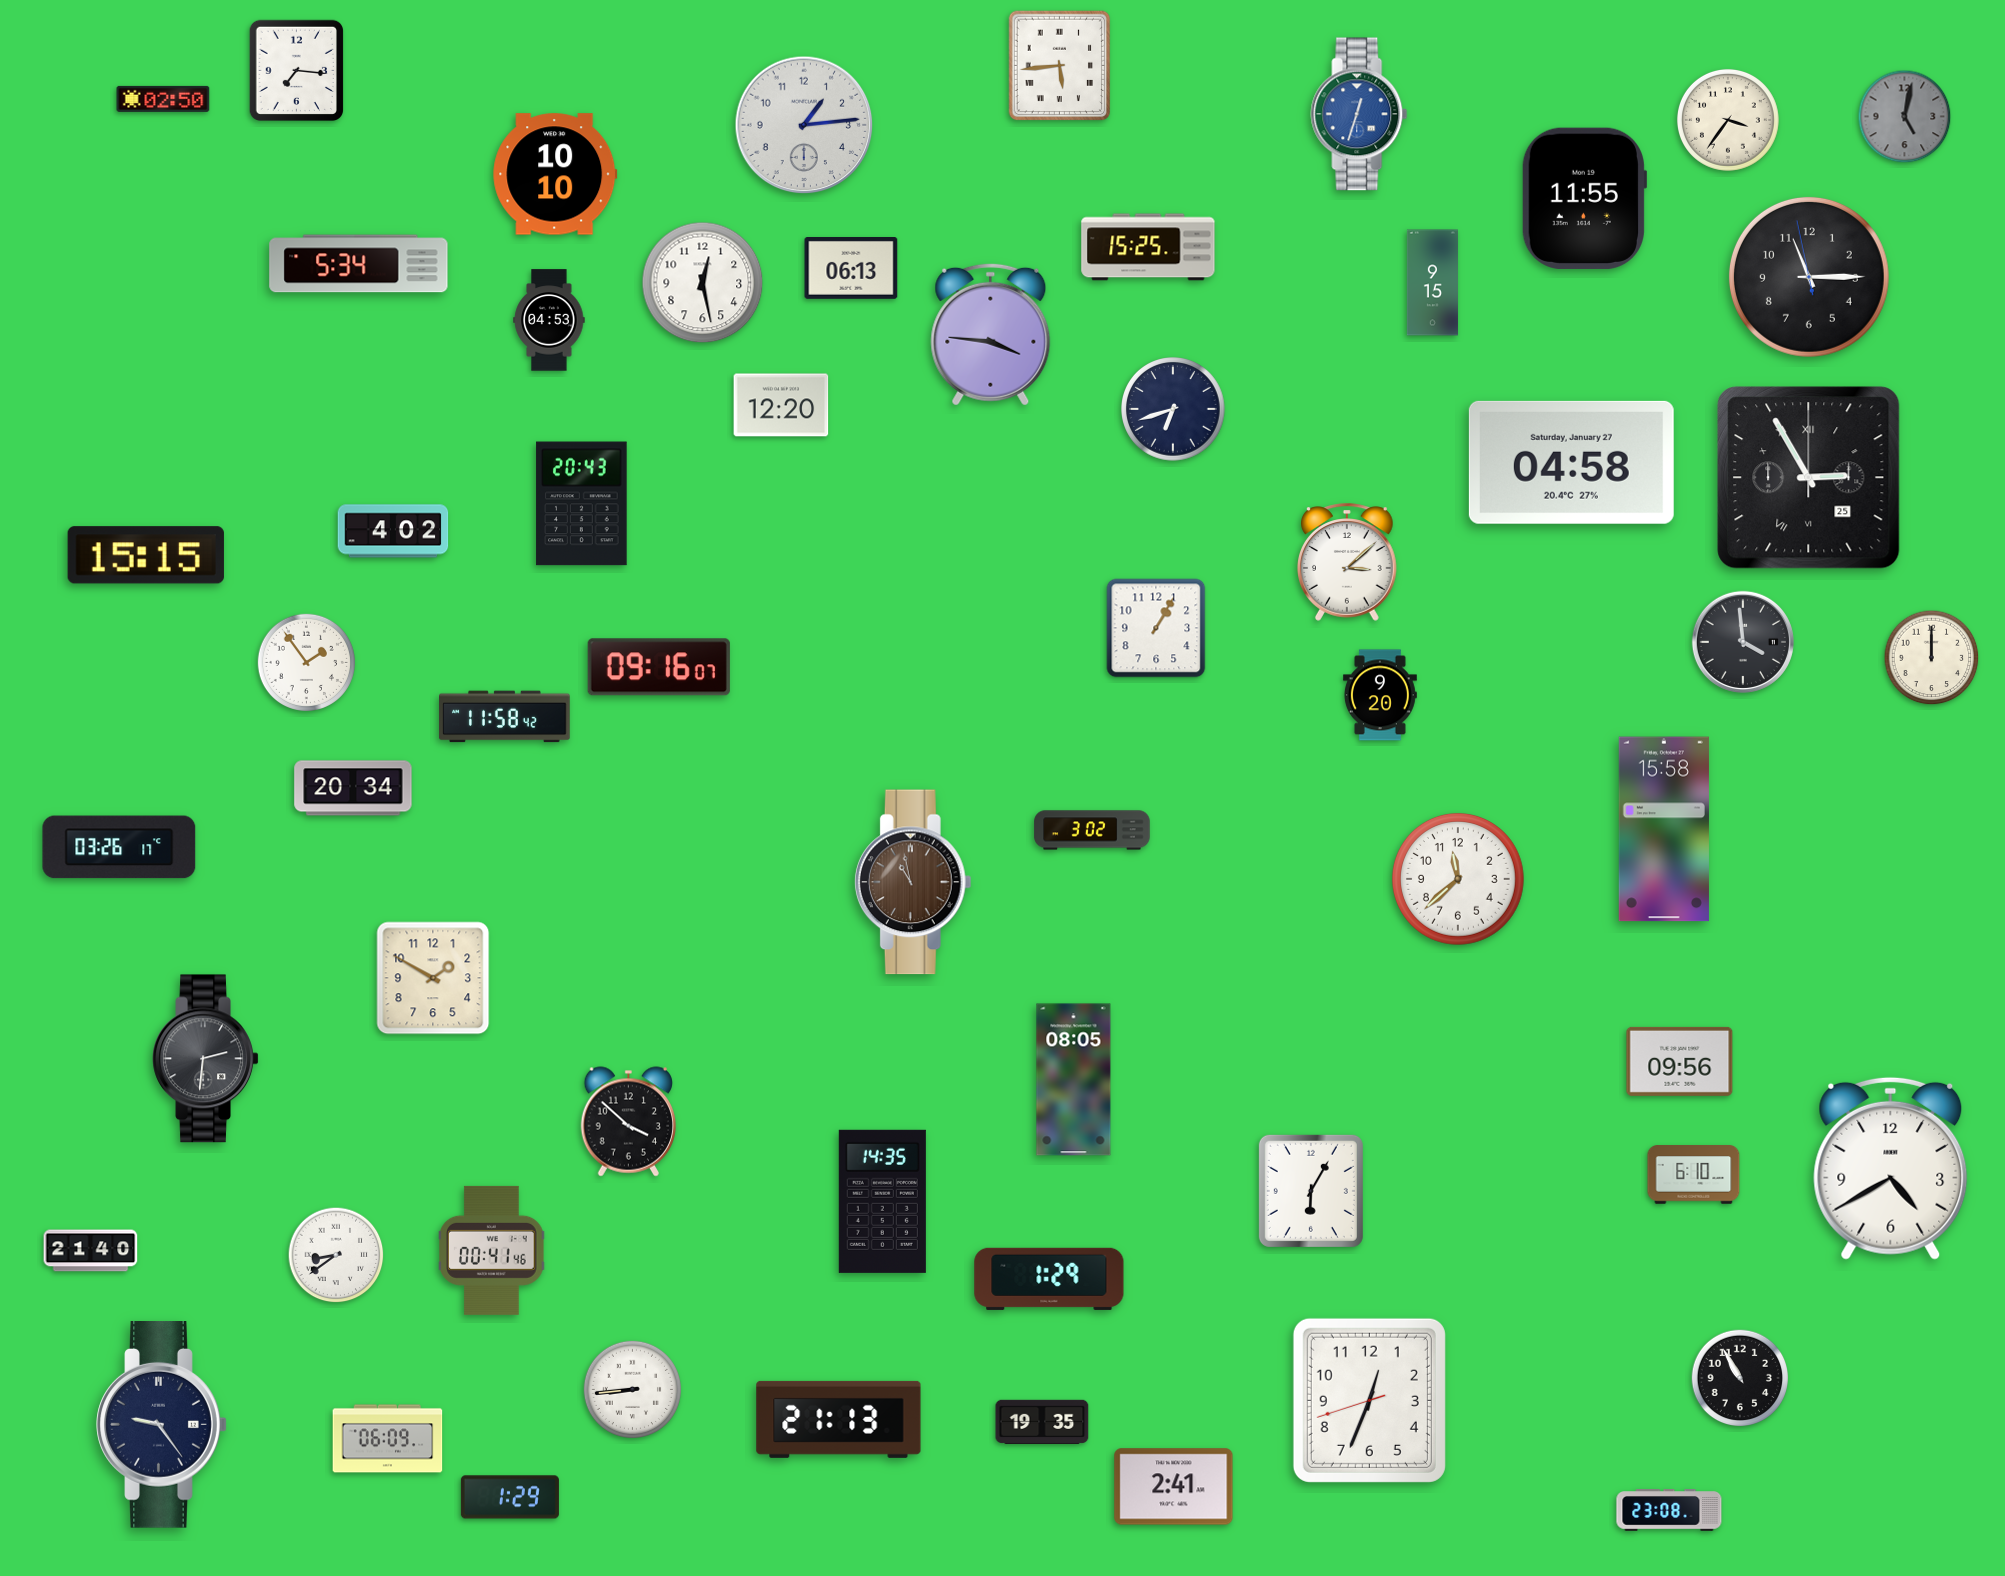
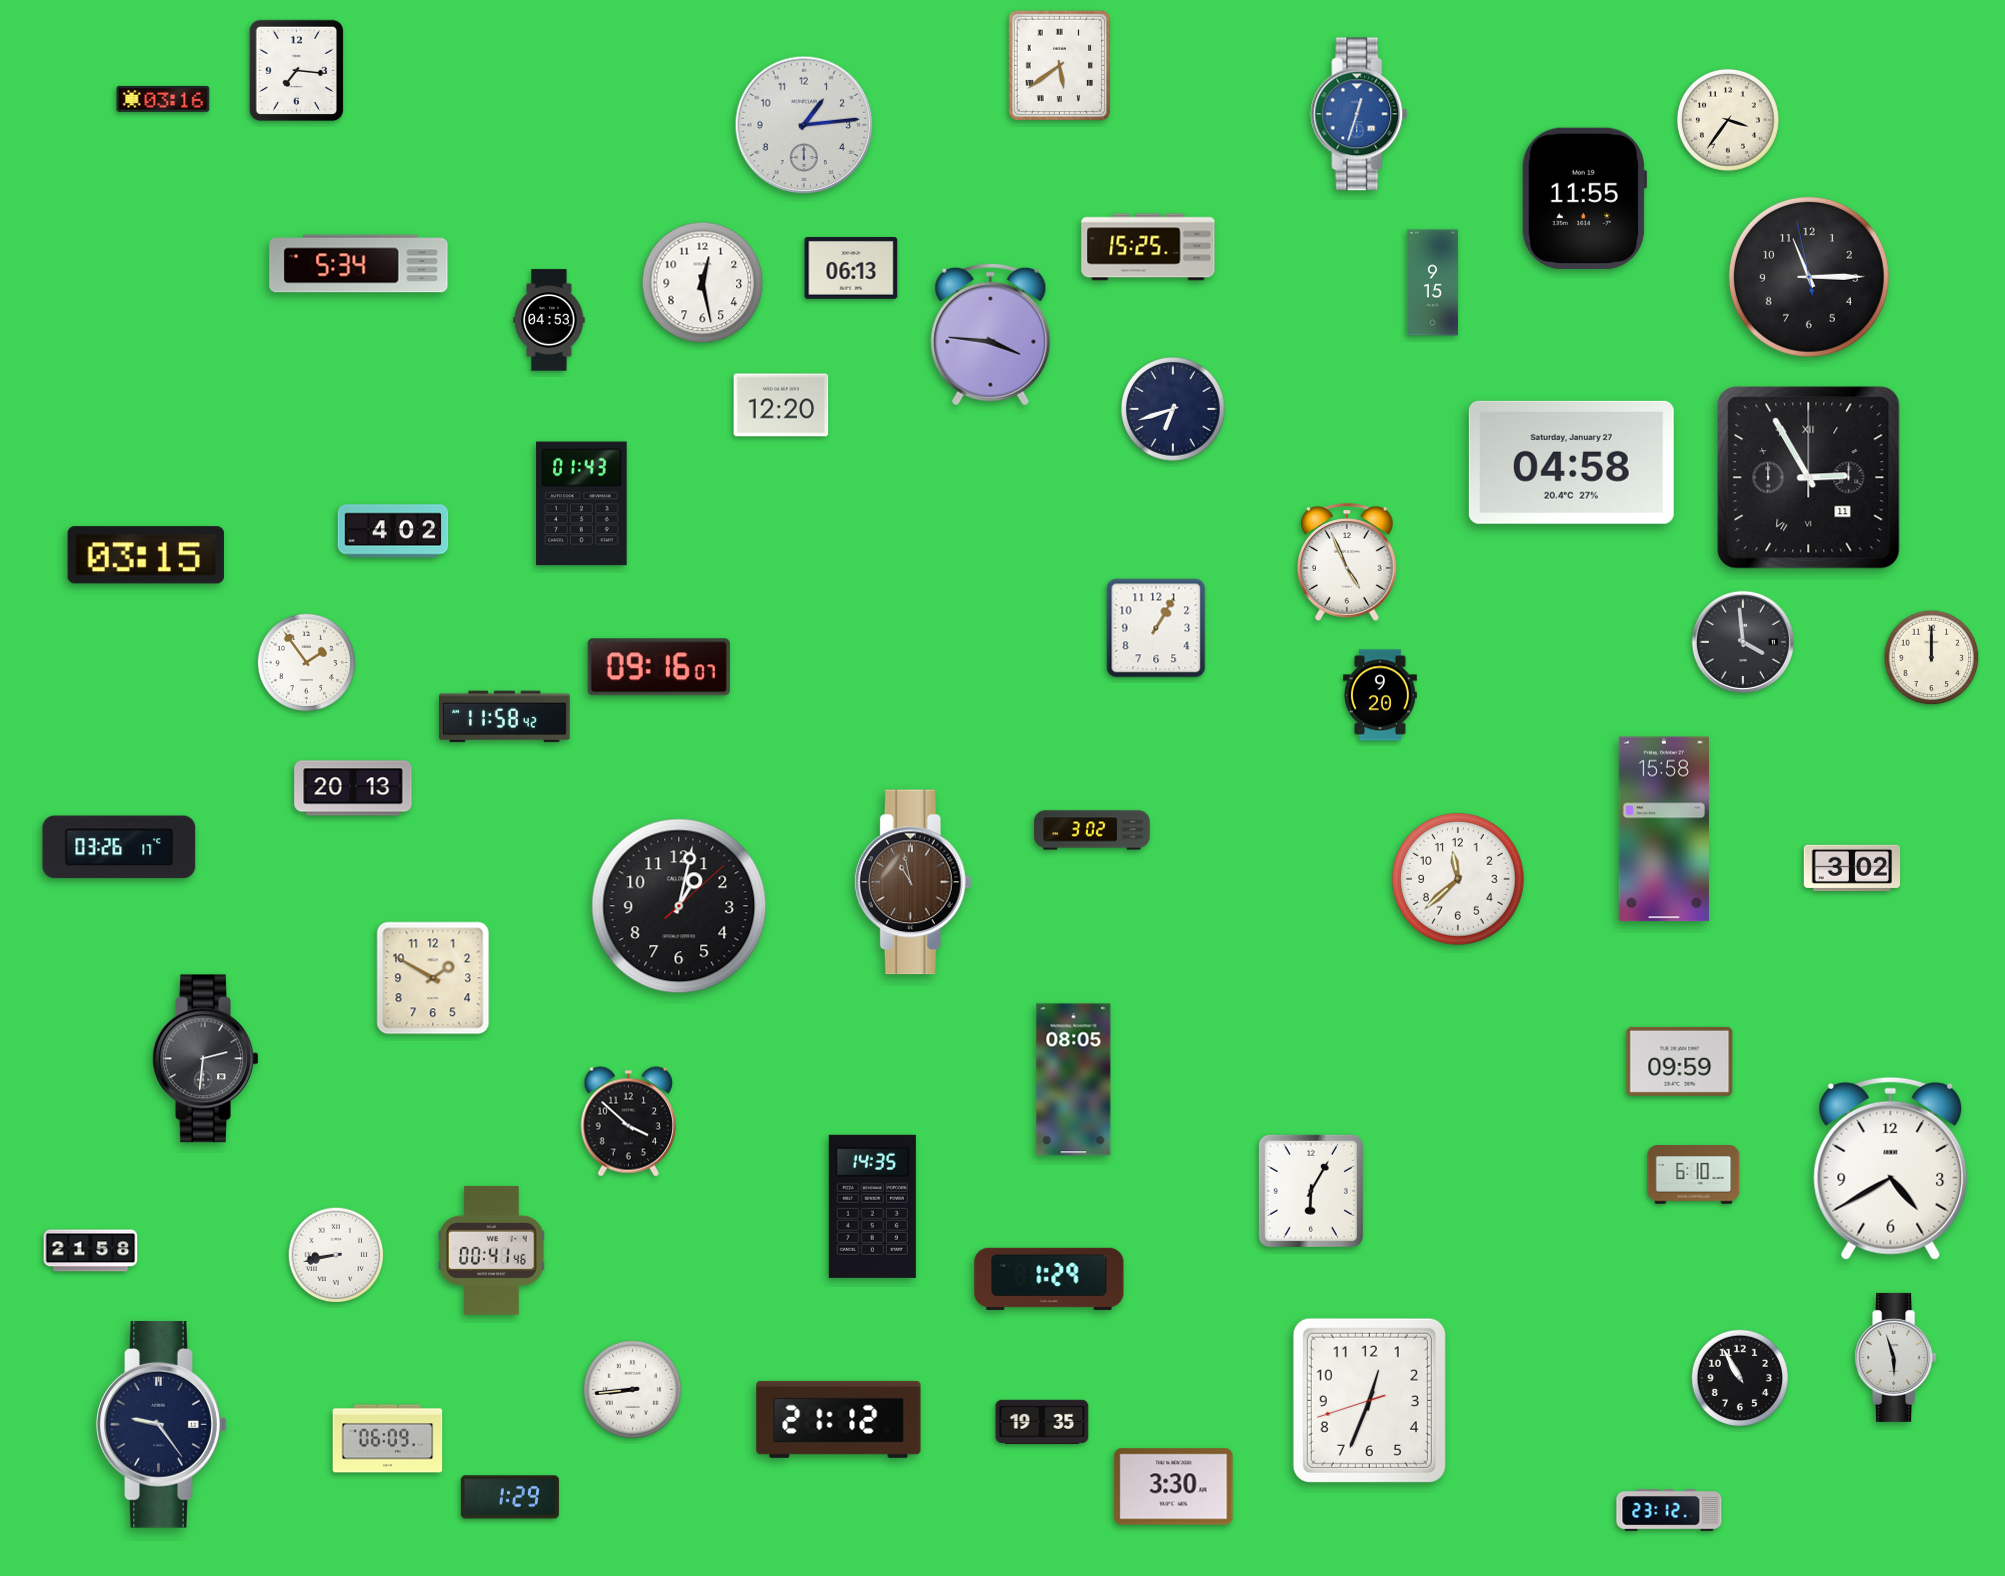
clock at (1060, 66): 5:44 -> 5:39
clock at (163, 99): 02:50 -> 03:16
clock at (1905, 117): 5:02 -> none
clock at (555, 174): 10:10 -> none
clock at (1809, 478) date: 25 -> 11
clock at (582, 504): 20:43 -> 01:43
clock at (146, 555): 15:15 -> 03:15
clock at (1348, 562): 3:08 -> 4:56
clock at (353, 788): 20:34 -> 20:13
clock at (1852, 868): none -> 3:02
clock at (679, 906): none -> 1:02
clock at (1680, 1061): 09:56 -> 09:59
clock at (882, 1201) position: (882, 1201) -> (872, 1206)
clock at (91, 1251): 21:40 -> 21:58
clock at (336, 1255): 8:39 -> 8:43
clock at (1896, 1357): none -> 5:57
clock at (839, 1419): 21:13 -> 21:12
clock at (1174, 1487): 2:41 -> 3:30
clock at (1669, 1510): 23:08 -> 23:12
